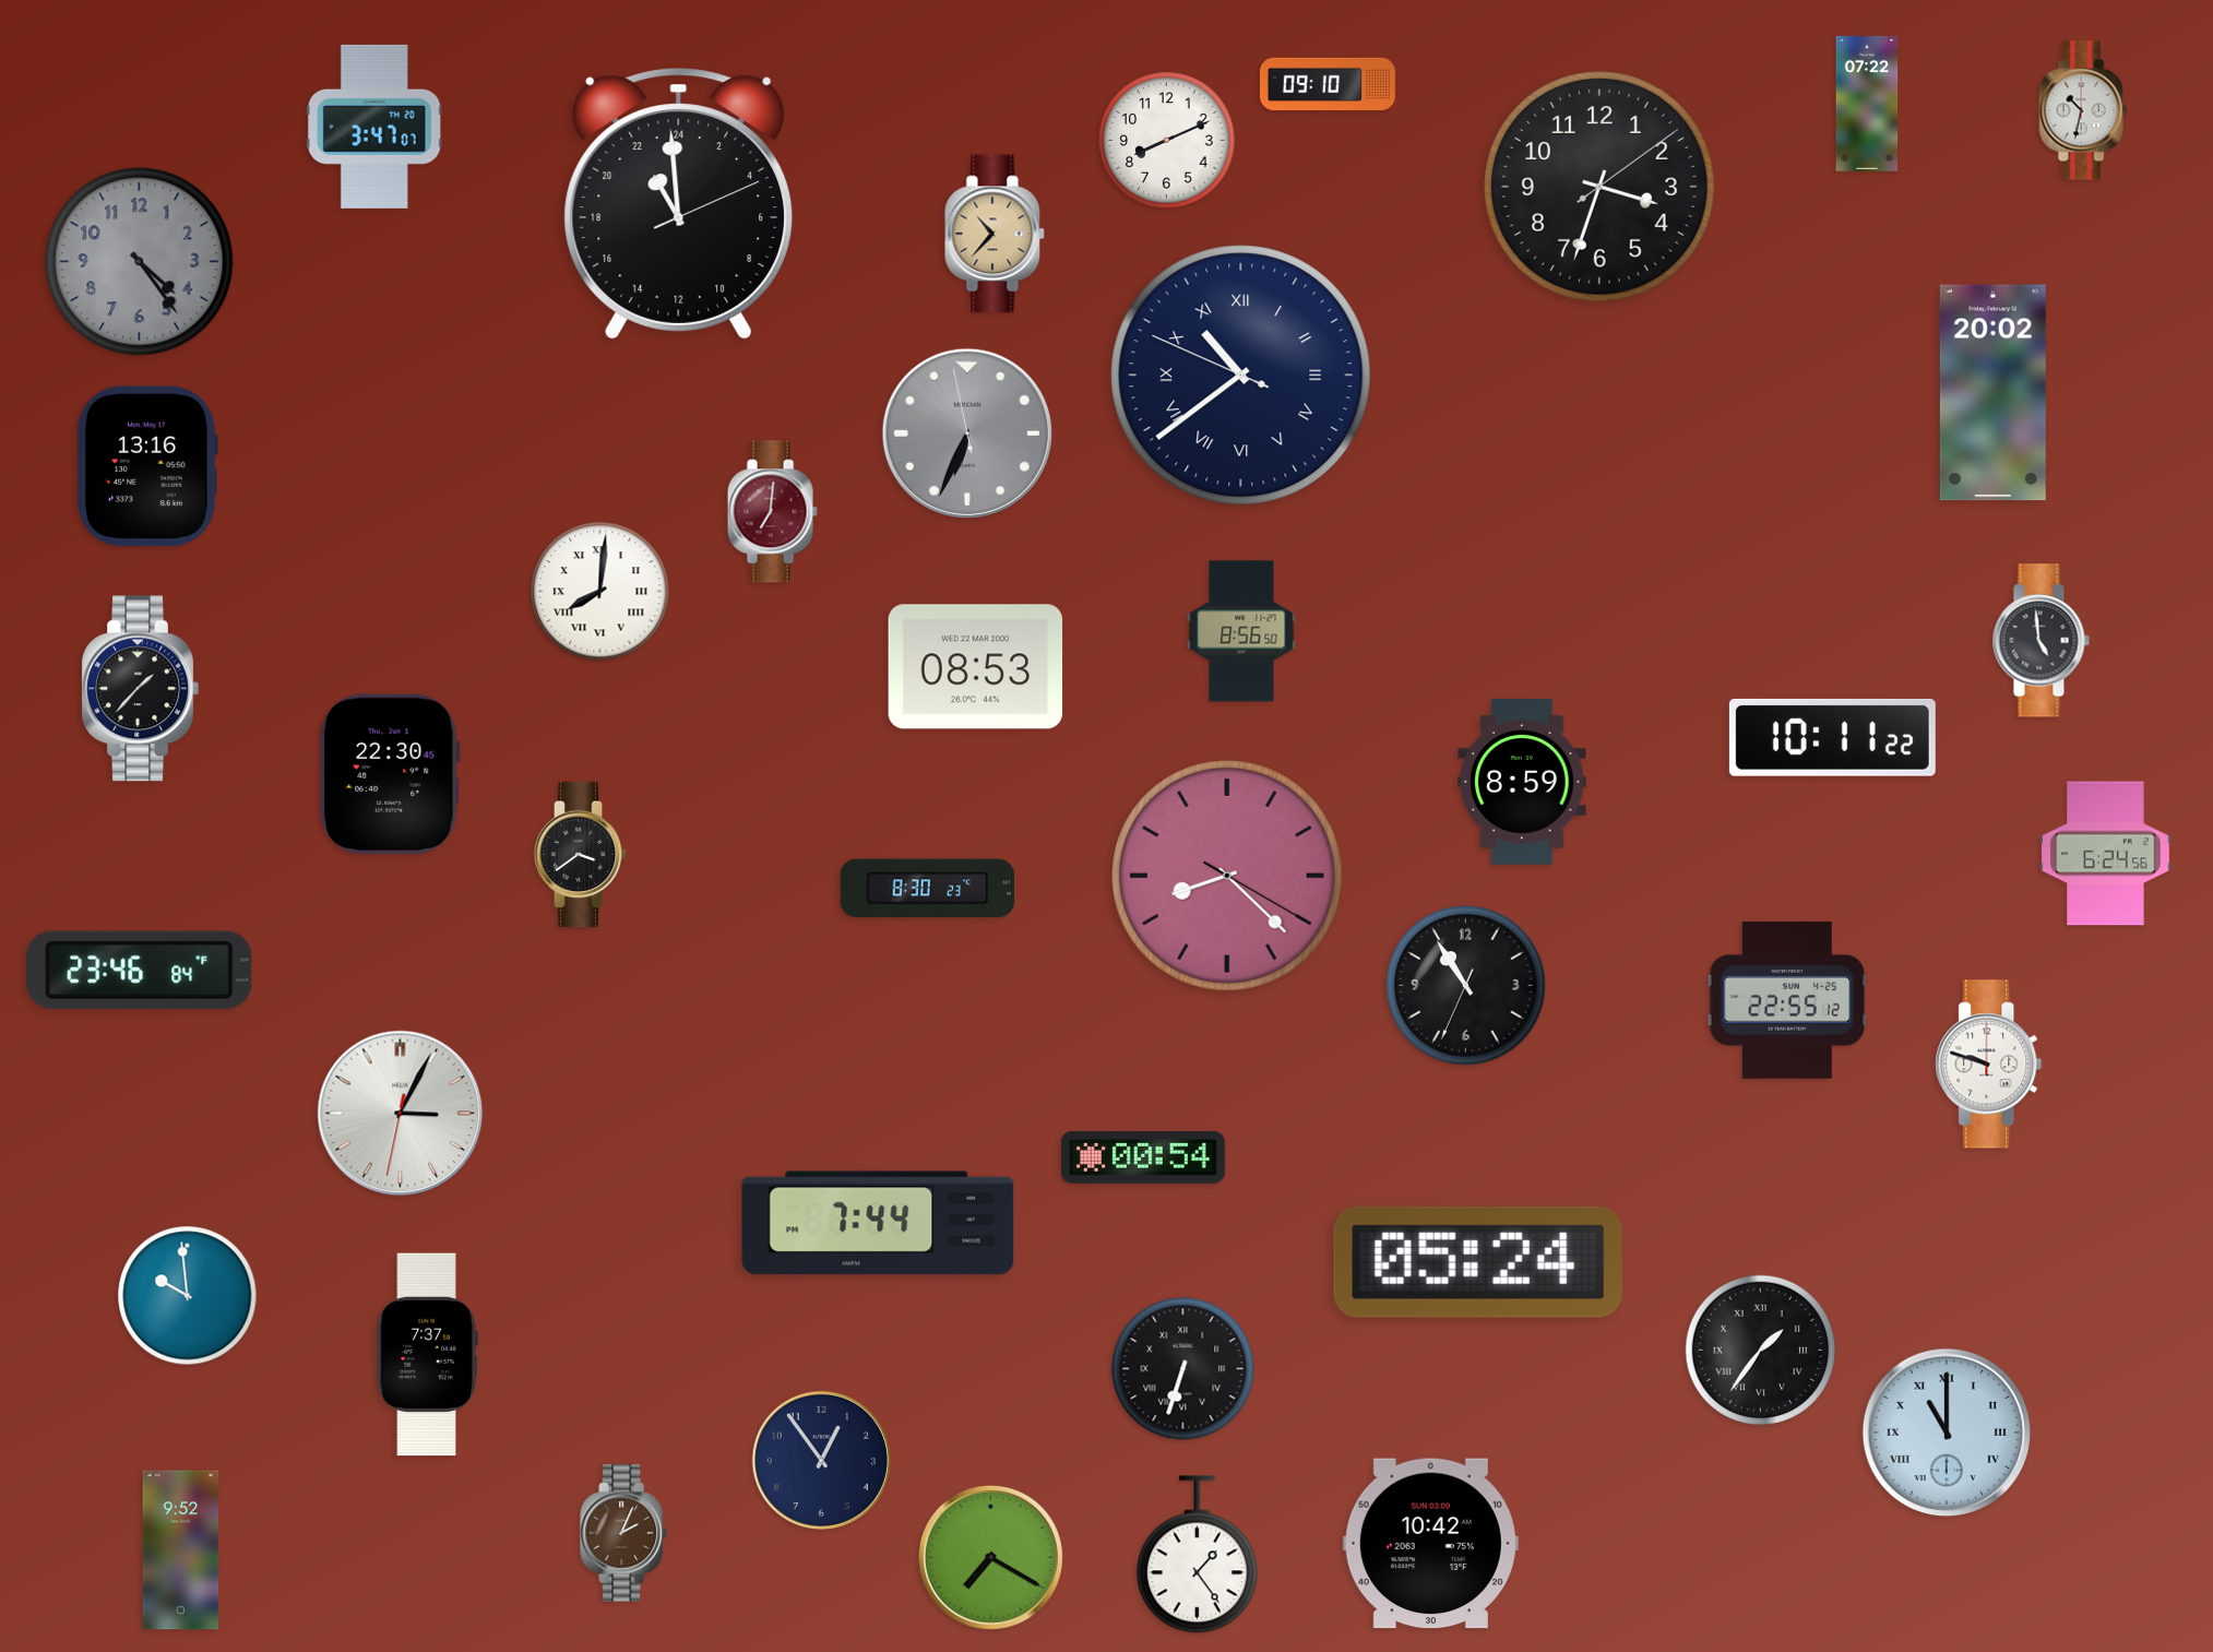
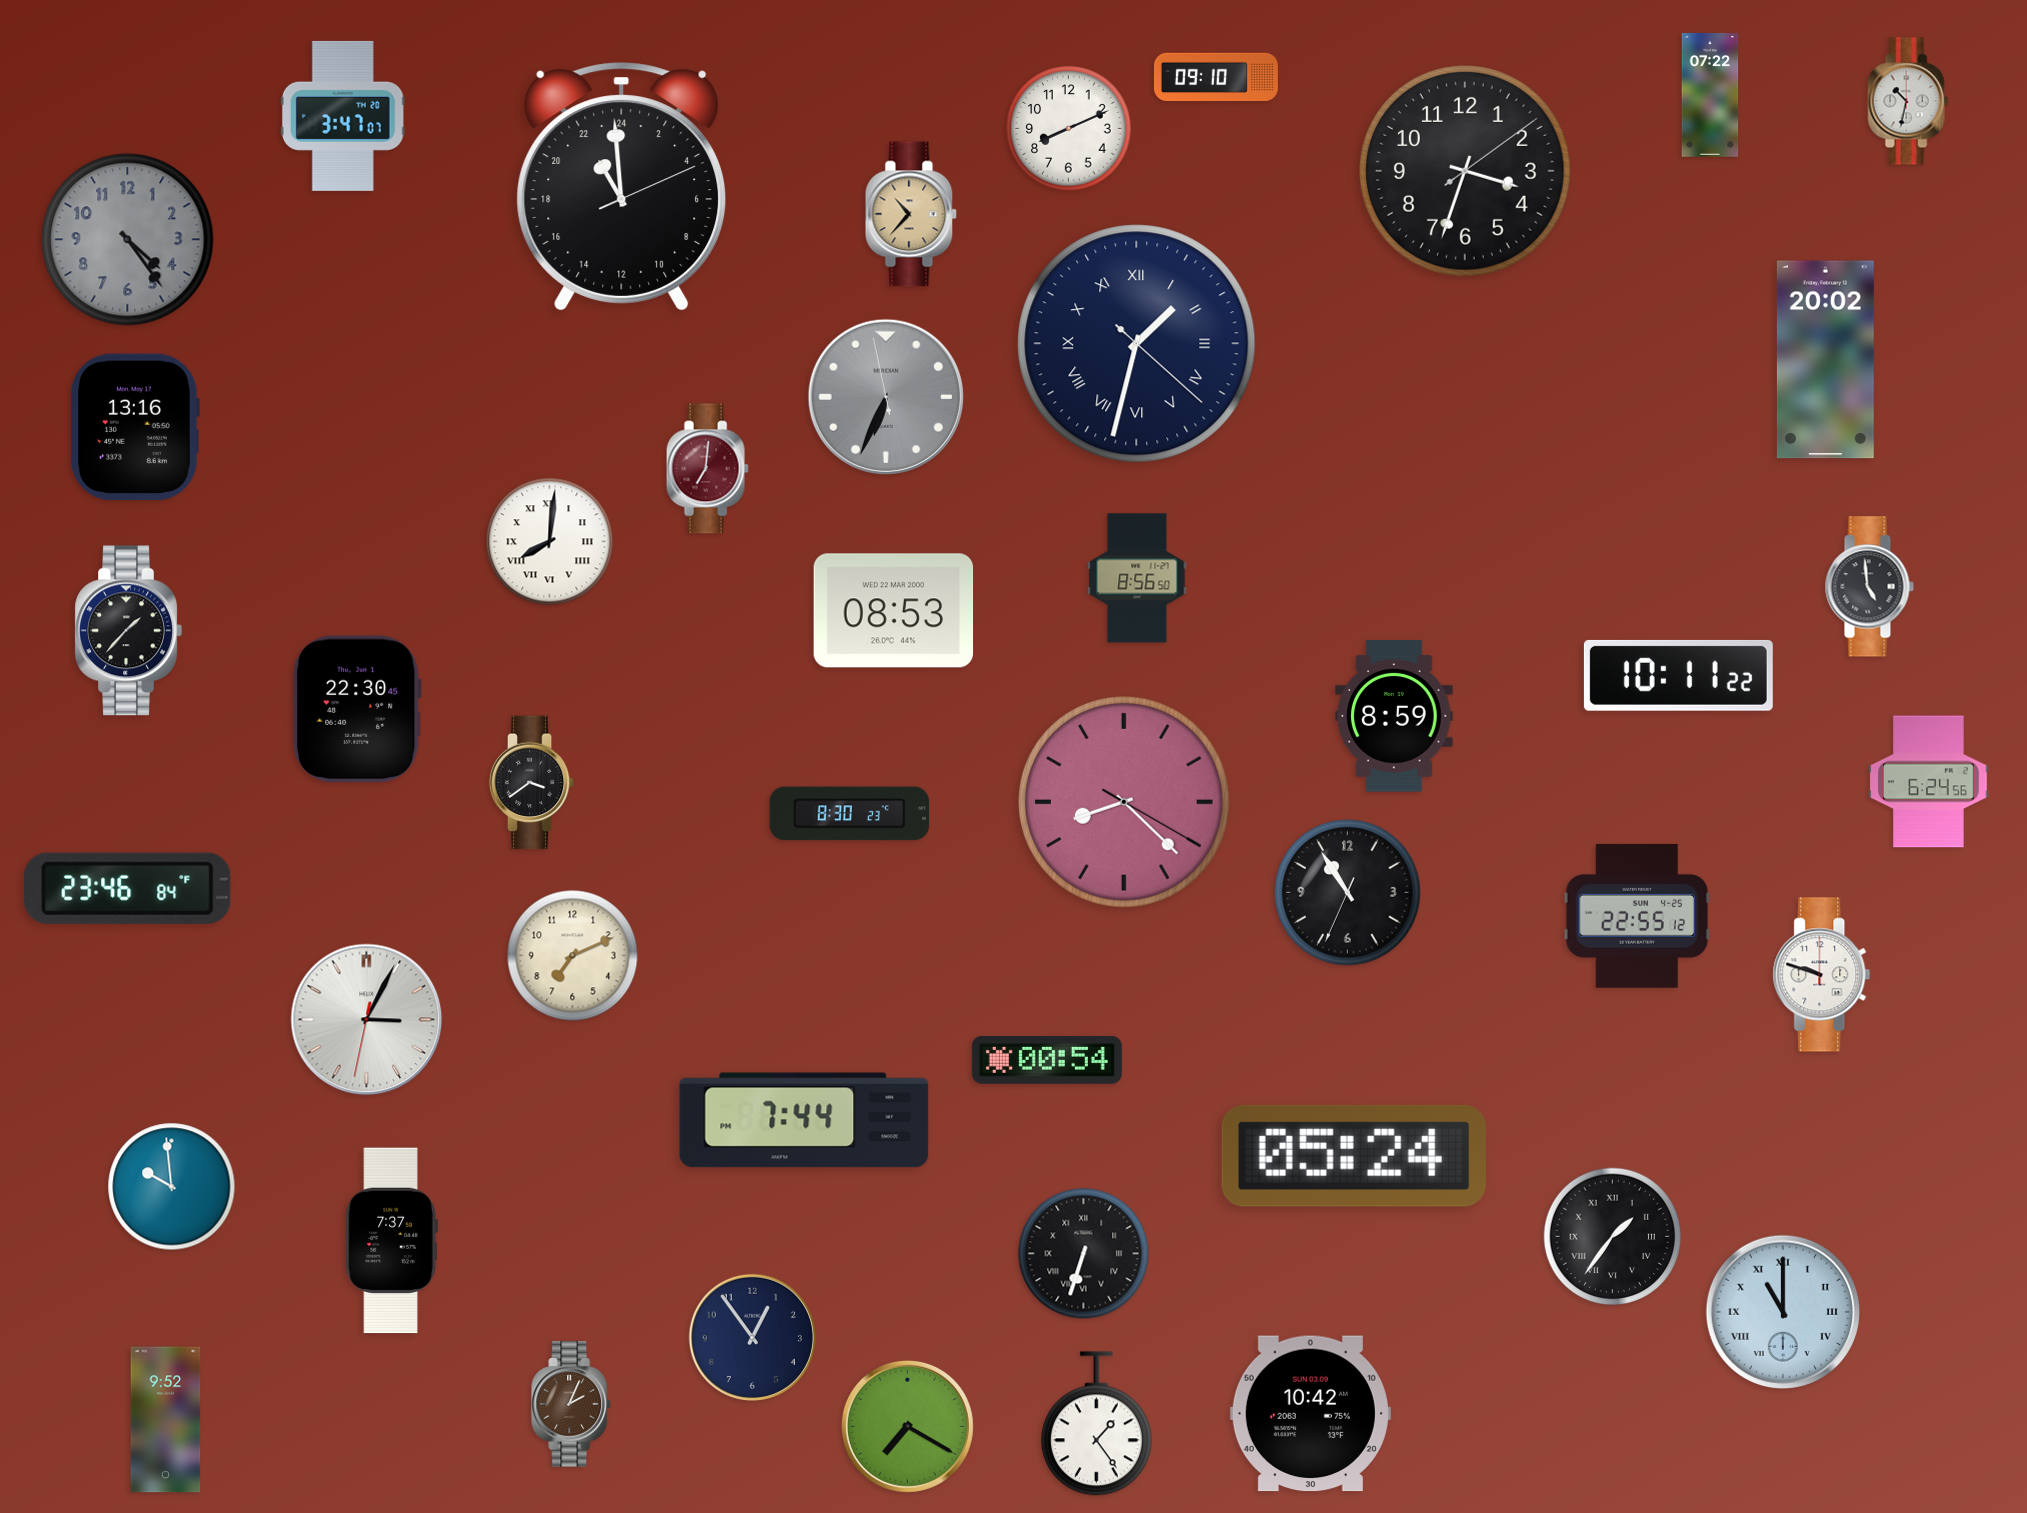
clock at (1241, 376): 10:38 -> 1:32
clock at (1466, 986) position: (1466, 986) -> (1348, 893)
clock at (573, 956): none -> 7:11
